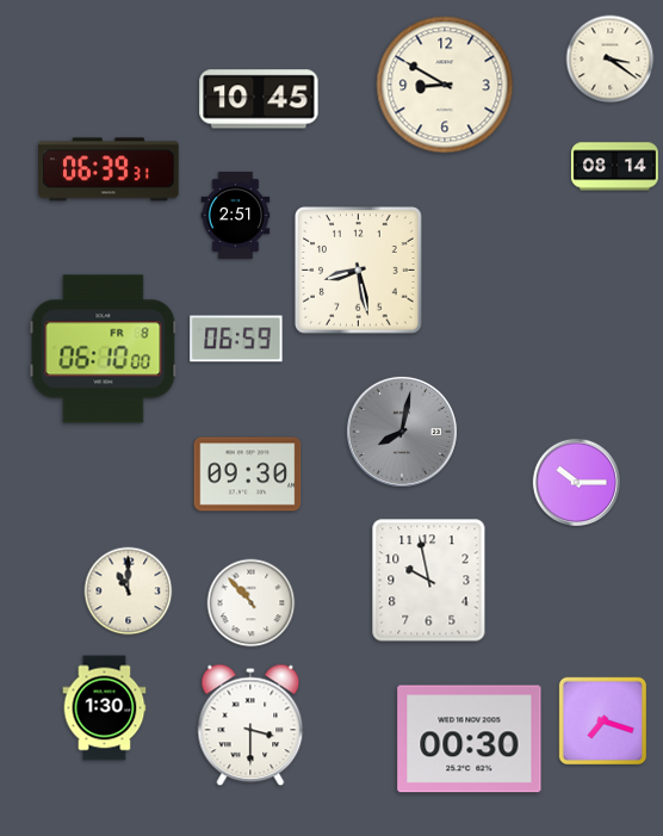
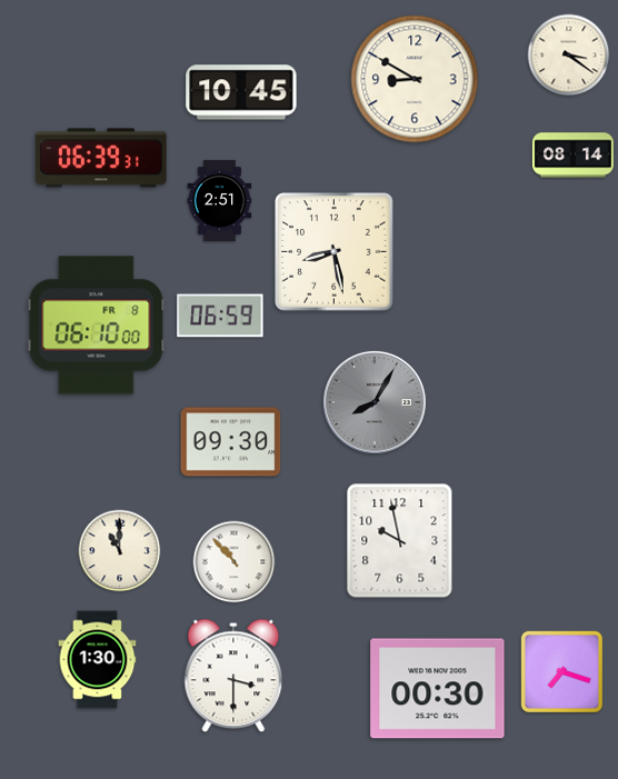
clock at (402, 432): 8:02 -> 8:05
clock at (576, 482): 10:15 -> none
